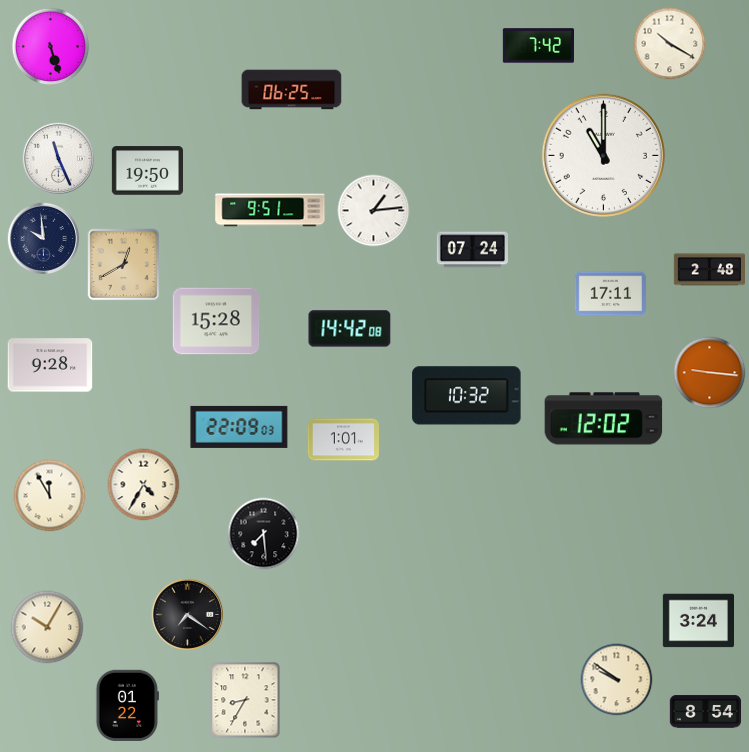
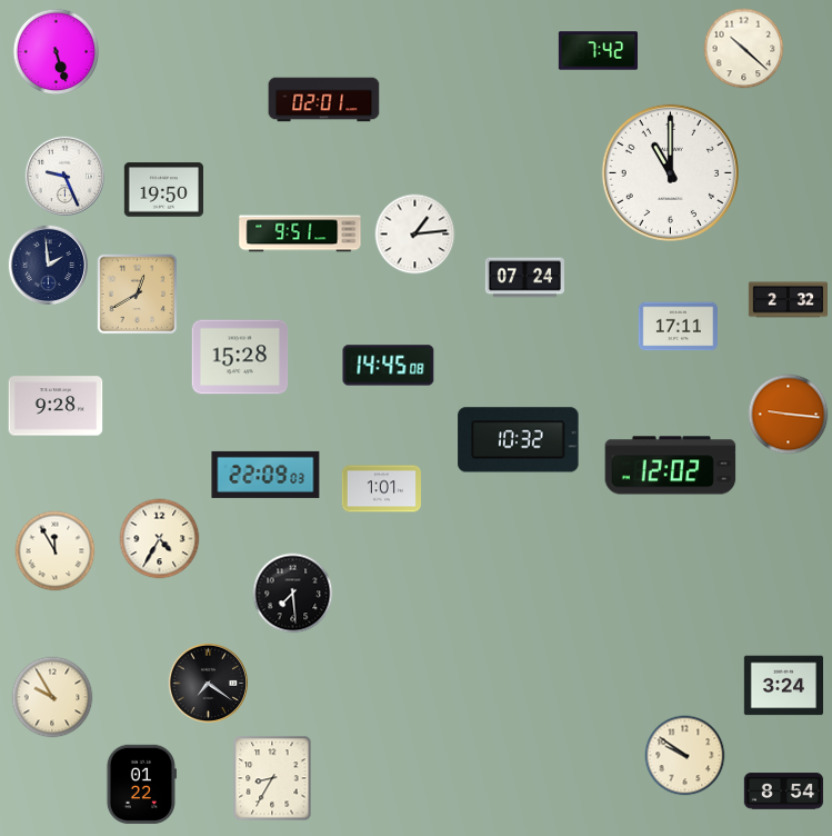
clock at (670, 44): 10:20 -> 10:22
clock at (292, 90): 06:25 -> 02:01
clock at (58, 158): 11:26 -> 9:26
clock at (43, 238): 9:59 -> 1:59
clock at (709, 270): 2:48 -> 2:32
clock at (350, 329): 14:42 -> 14:45
clock at (698, 621) position: (698, 621) -> (783, 686)
clock at (47, 627): 10:05 -> 9:55
